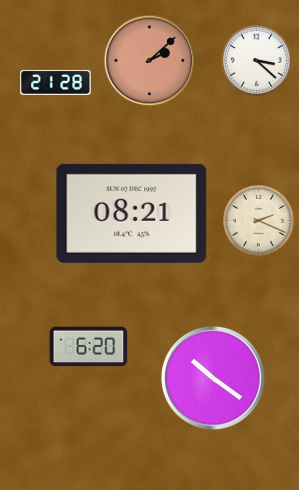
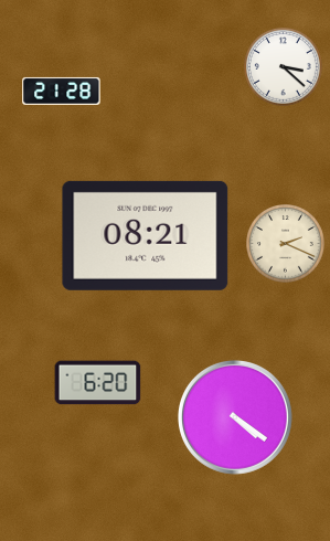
clock at (150, 61): 2:08 -> none
clock at (213, 378): 10:21 -> 4:21
